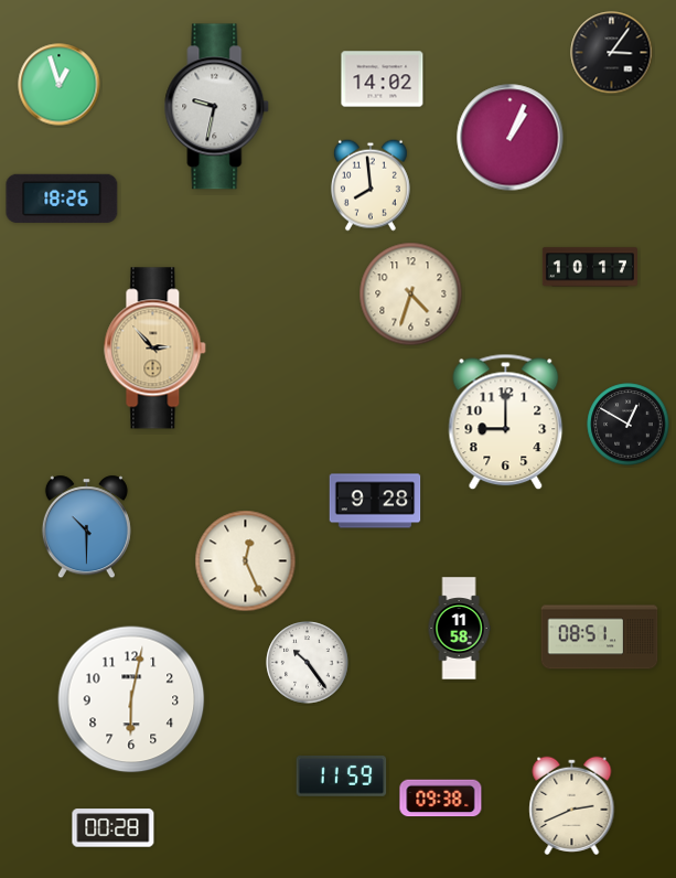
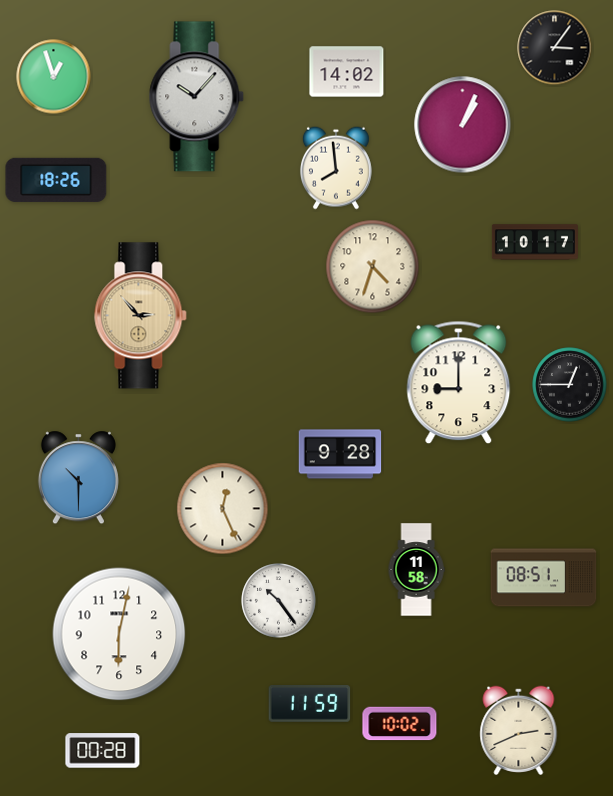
clock at (217, 107): 9:32 -> 10:07
clock at (629, 425): 12:50 -> 12:45
clock at (441, 799): 09:38 -> 10:02
